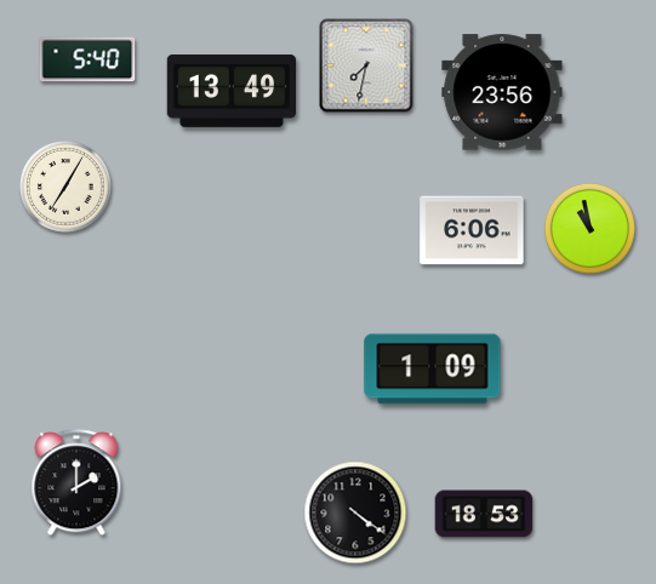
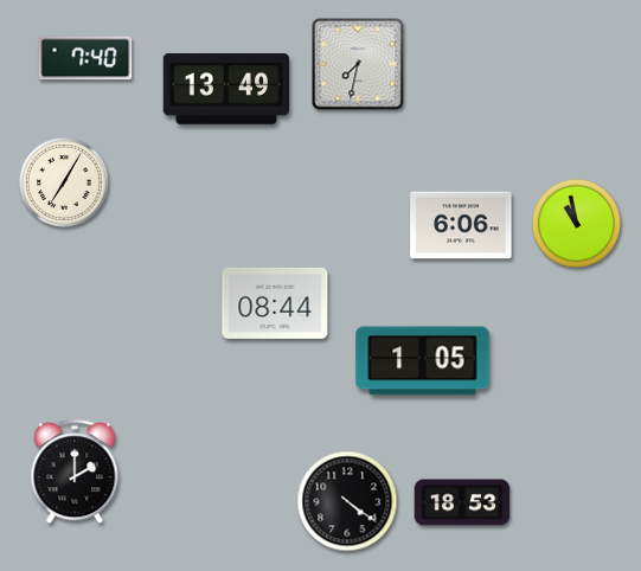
clock at (87, 59): 5:40 -> 7:40
clock at (502, 92): 23:56 -> none
clock at (275, 303): none -> 08:44
clock at (433, 370): 1:09 -> 1:05
clock at (484, 514) position: (484, 514) -> (462, 502)
